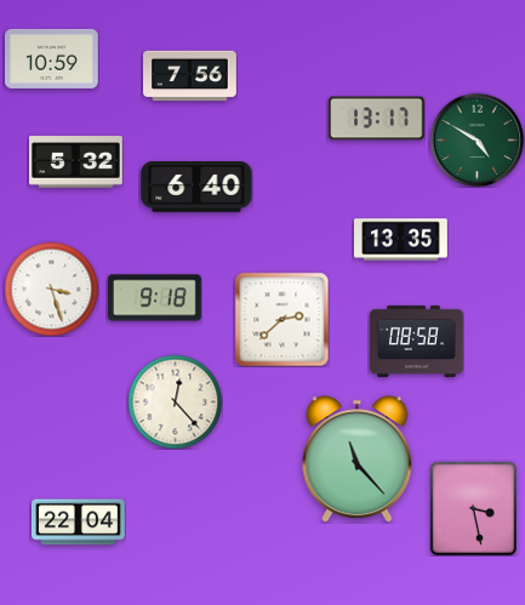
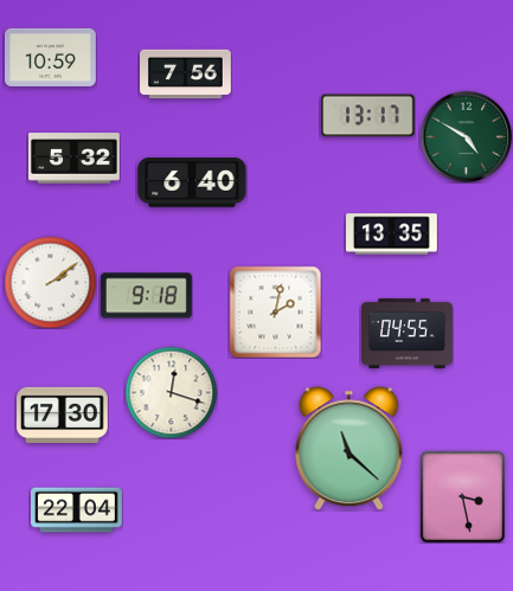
clock at (51, 289): 3:27 -> 2:09
clock at (155, 298) position: (155, 298) -> (147, 296)
clock at (281, 319): 2:38 -> 2:02
clock at (417, 341): 08:58 -> 04:55
clock at (175, 401): 12:23 -> 12:18
clock at (63, 415): none -> 17:30
clock at (358, 460): 11:23 -> 11:22
